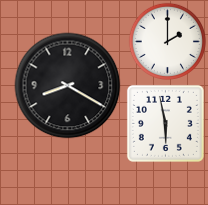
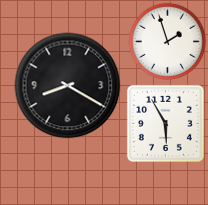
clock at (167, 41): 2:00 -> 1:57
clock at (165, 123): 5:58 -> 5:55
